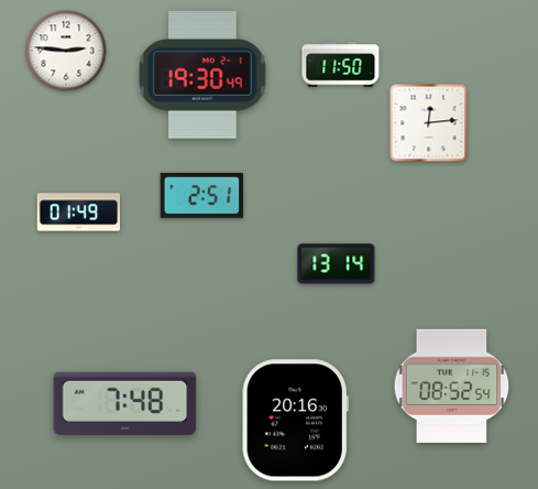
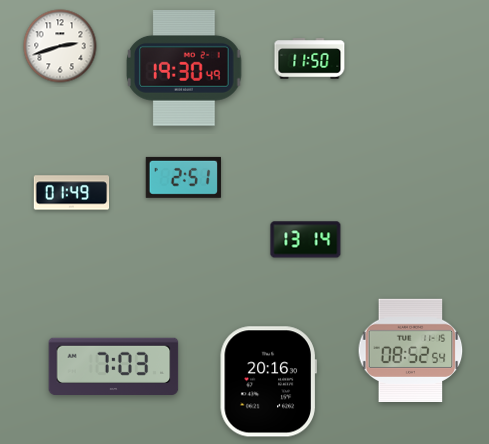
clock at (66, 51): 2:46 -> 2:42
clock at (429, 123): 12:14 -> none
clock at (125, 403): 7:48 -> 7:03
